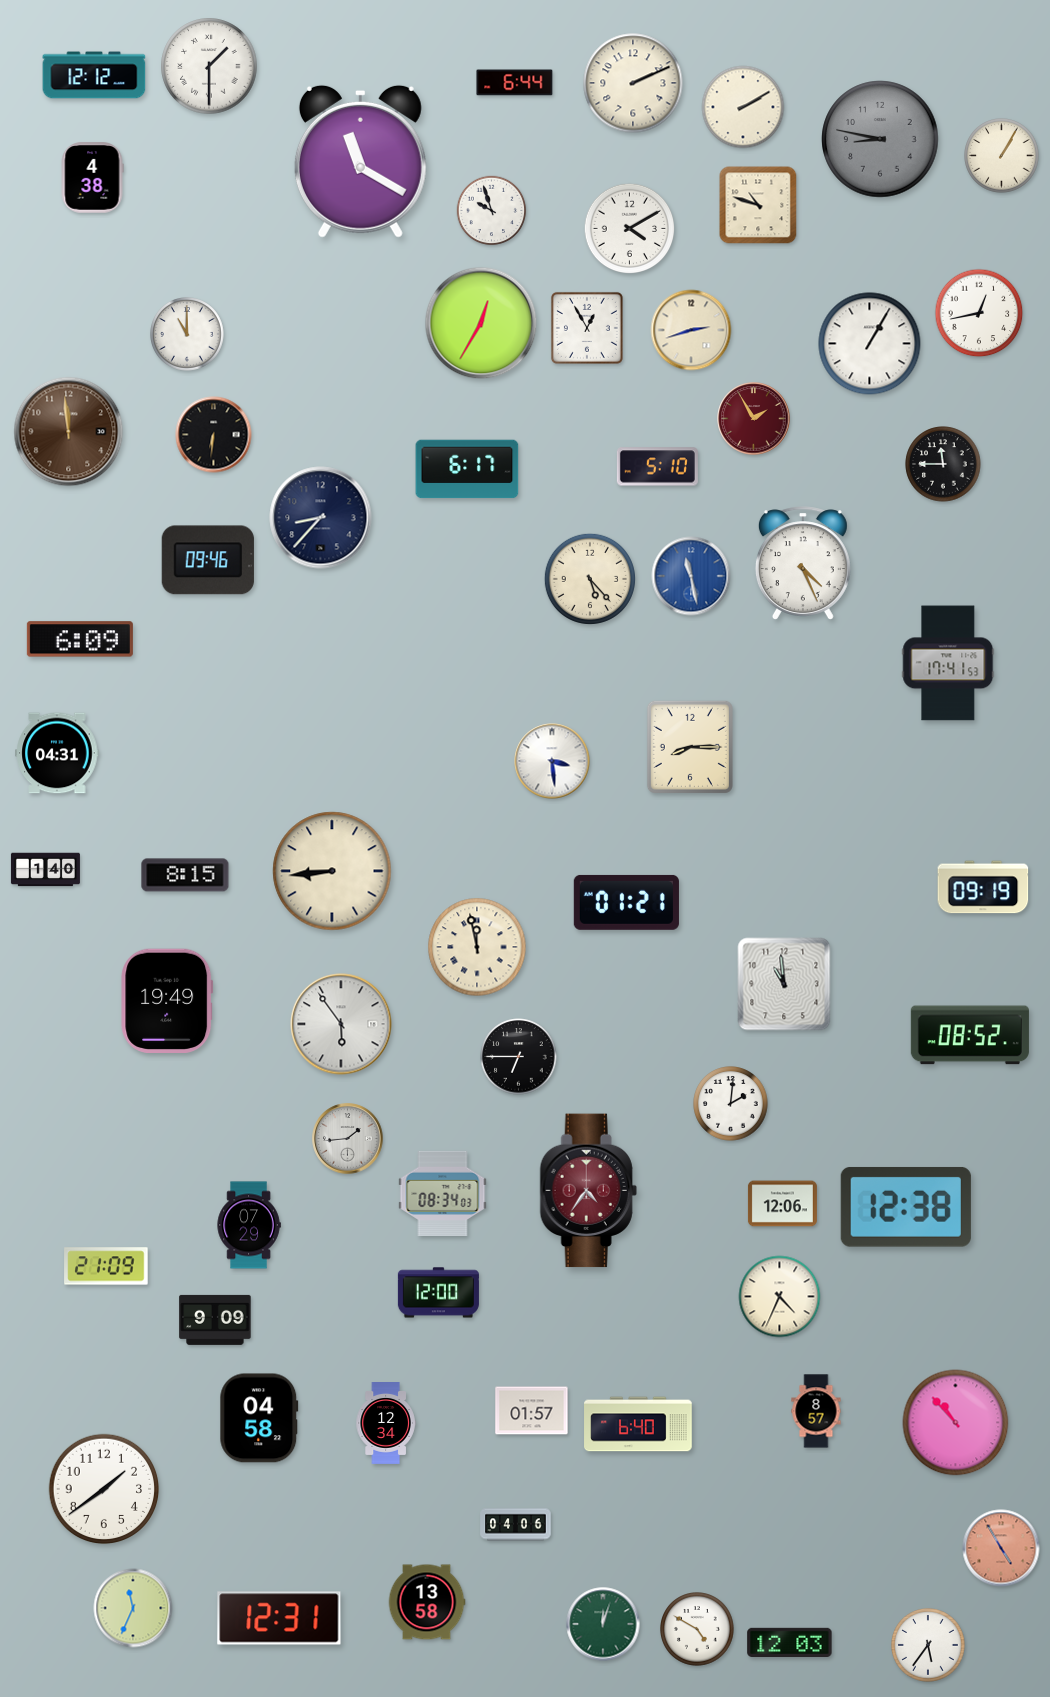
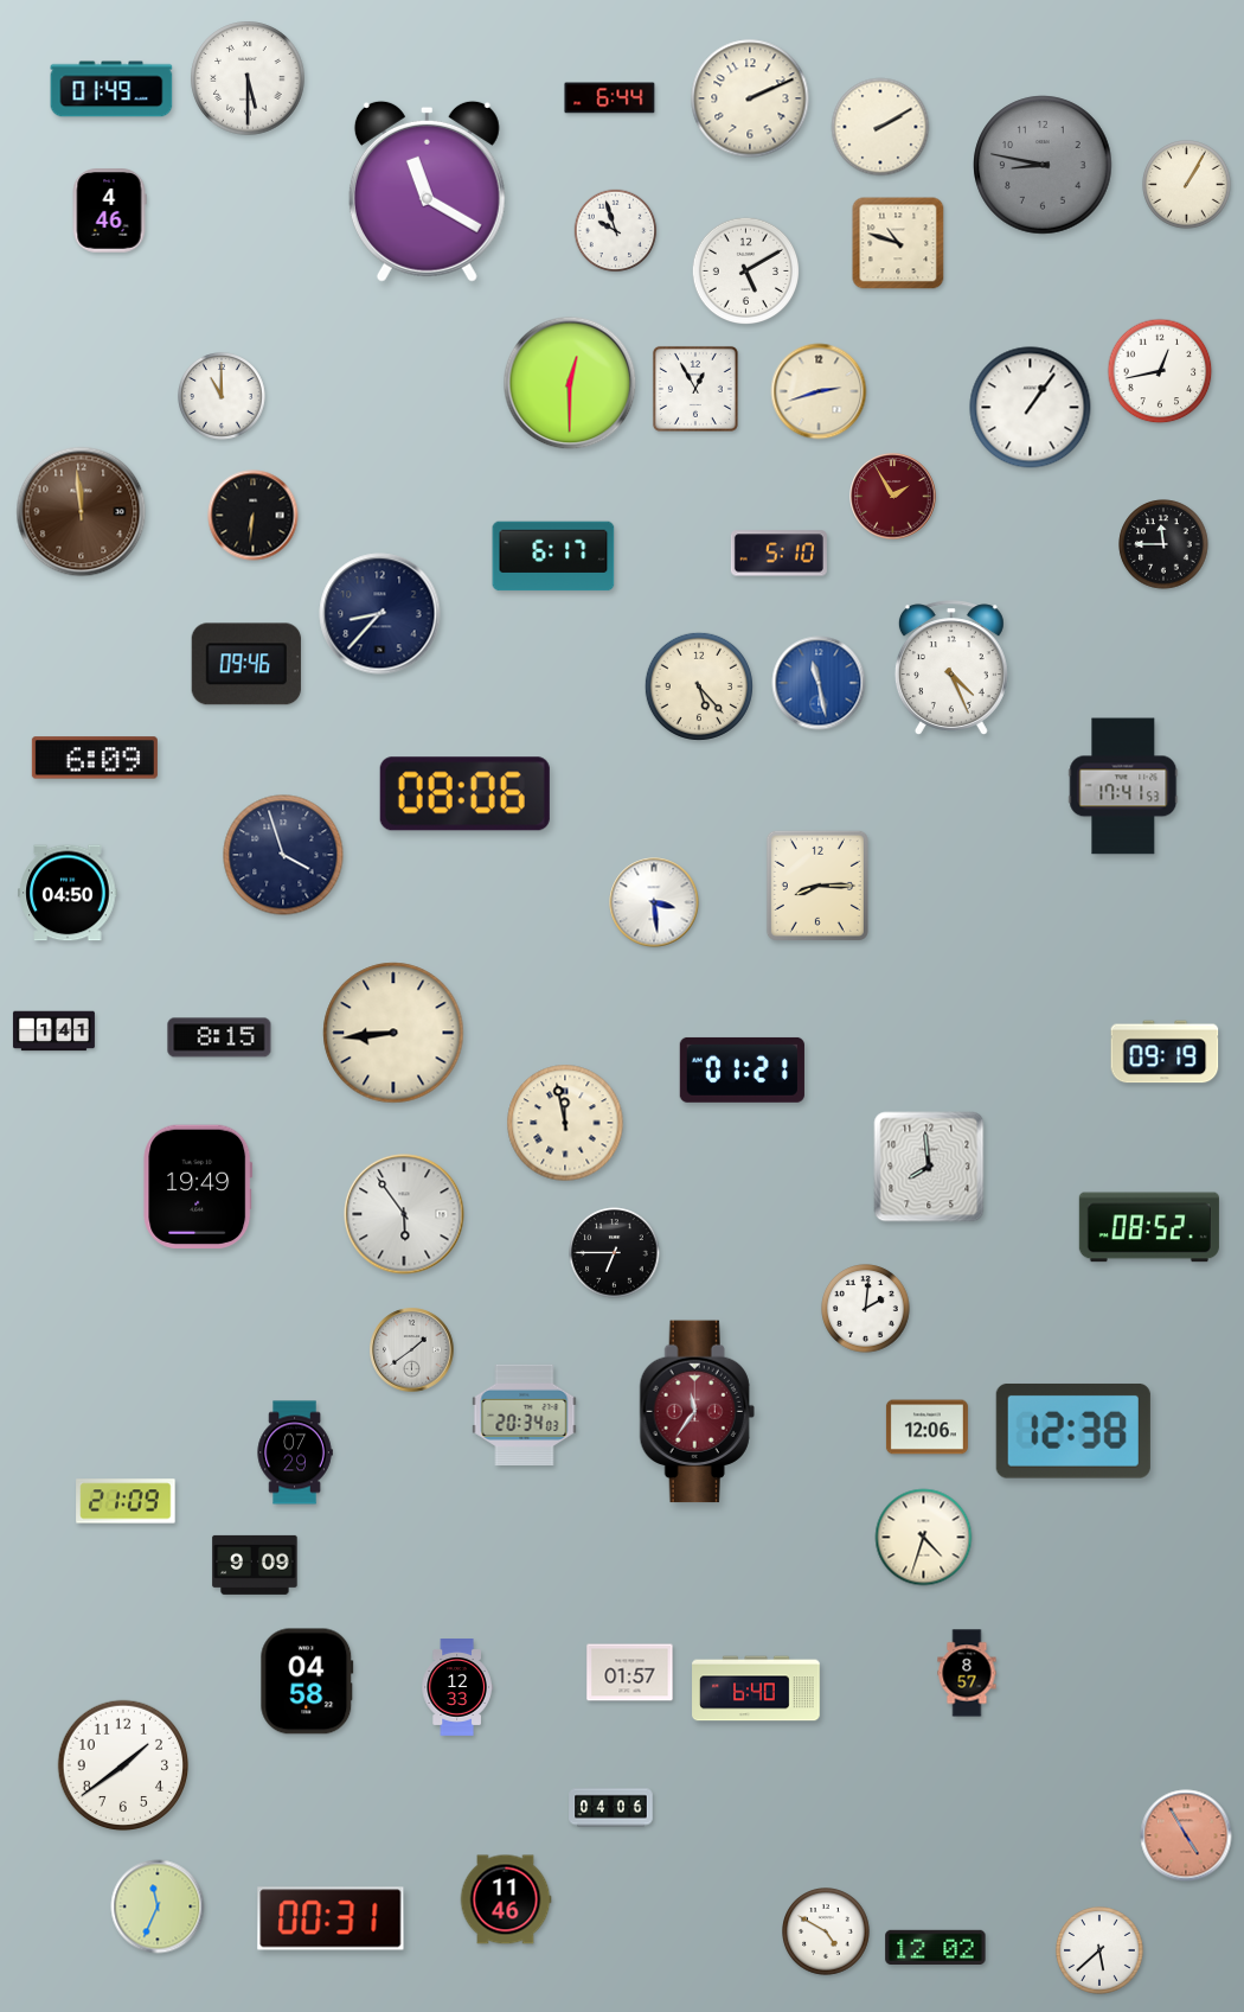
clock at (209, 66): 1:30 -> 5:30
clock at (94, 75): 12:12 -> 01:49
clock at (92, 178): 4:38 -> 4:46
clock at (492, 211) position: (492, 211) -> (616, 231)
clock at (630, 229): 4:10 -> 5:10
clock at (481, 323): 12:35 -> 12:30
clock at (870, 344): 1:05 -> 1:06
clock at (943, 464) position: (943, 464) -> (1163, 544)
clock at (464, 794): none -> 08:06
clock at (283, 855): none -> 3:57
clock at (57, 753): 04:31 -> 04:50
clock at (45, 870): 1:40 -> 1:41
clock at (784, 984): 10:59 -> 7:59
clock at (348, 1139): 1:44 -> 1:39
clock at (588, 1191): 4:36 -> 11:36
clock at (443, 1193): 08:34 -> 20:34
clock at (438, 1293): 12:00 -> none
clock at (780, 1297): 4:34 -> 4:33
clock at (956, 1423): 10:53 -> none
clock at (386, 1424): 12:34 -> 12:33
clock at (427, 1602): 13:58 -> 11:46
clock at (279, 1618): 12:31 -> 00:31
clock at (603, 1624): 12:03 -> none
clock at (790, 1642): 12:03 -> 12:02
clock at (929, 1646): 5:36 -> 5:38
